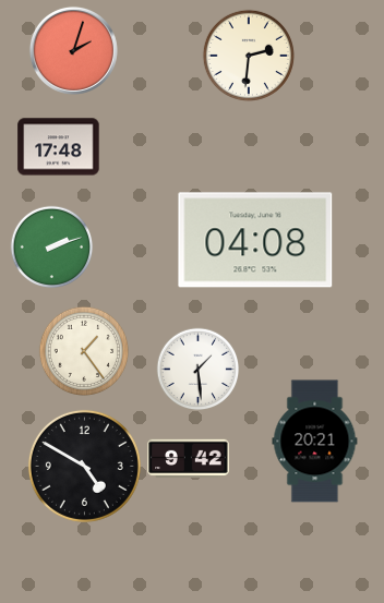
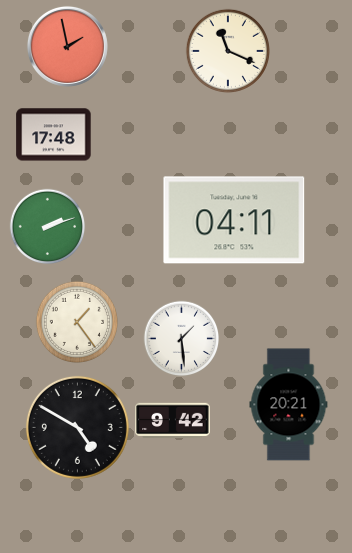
clock at (73, 50): 2:03 -> 1:58
clock at (249, 56): 2:31 -> 11:19
clock at (255, 240): 04:08 -> 04:11
